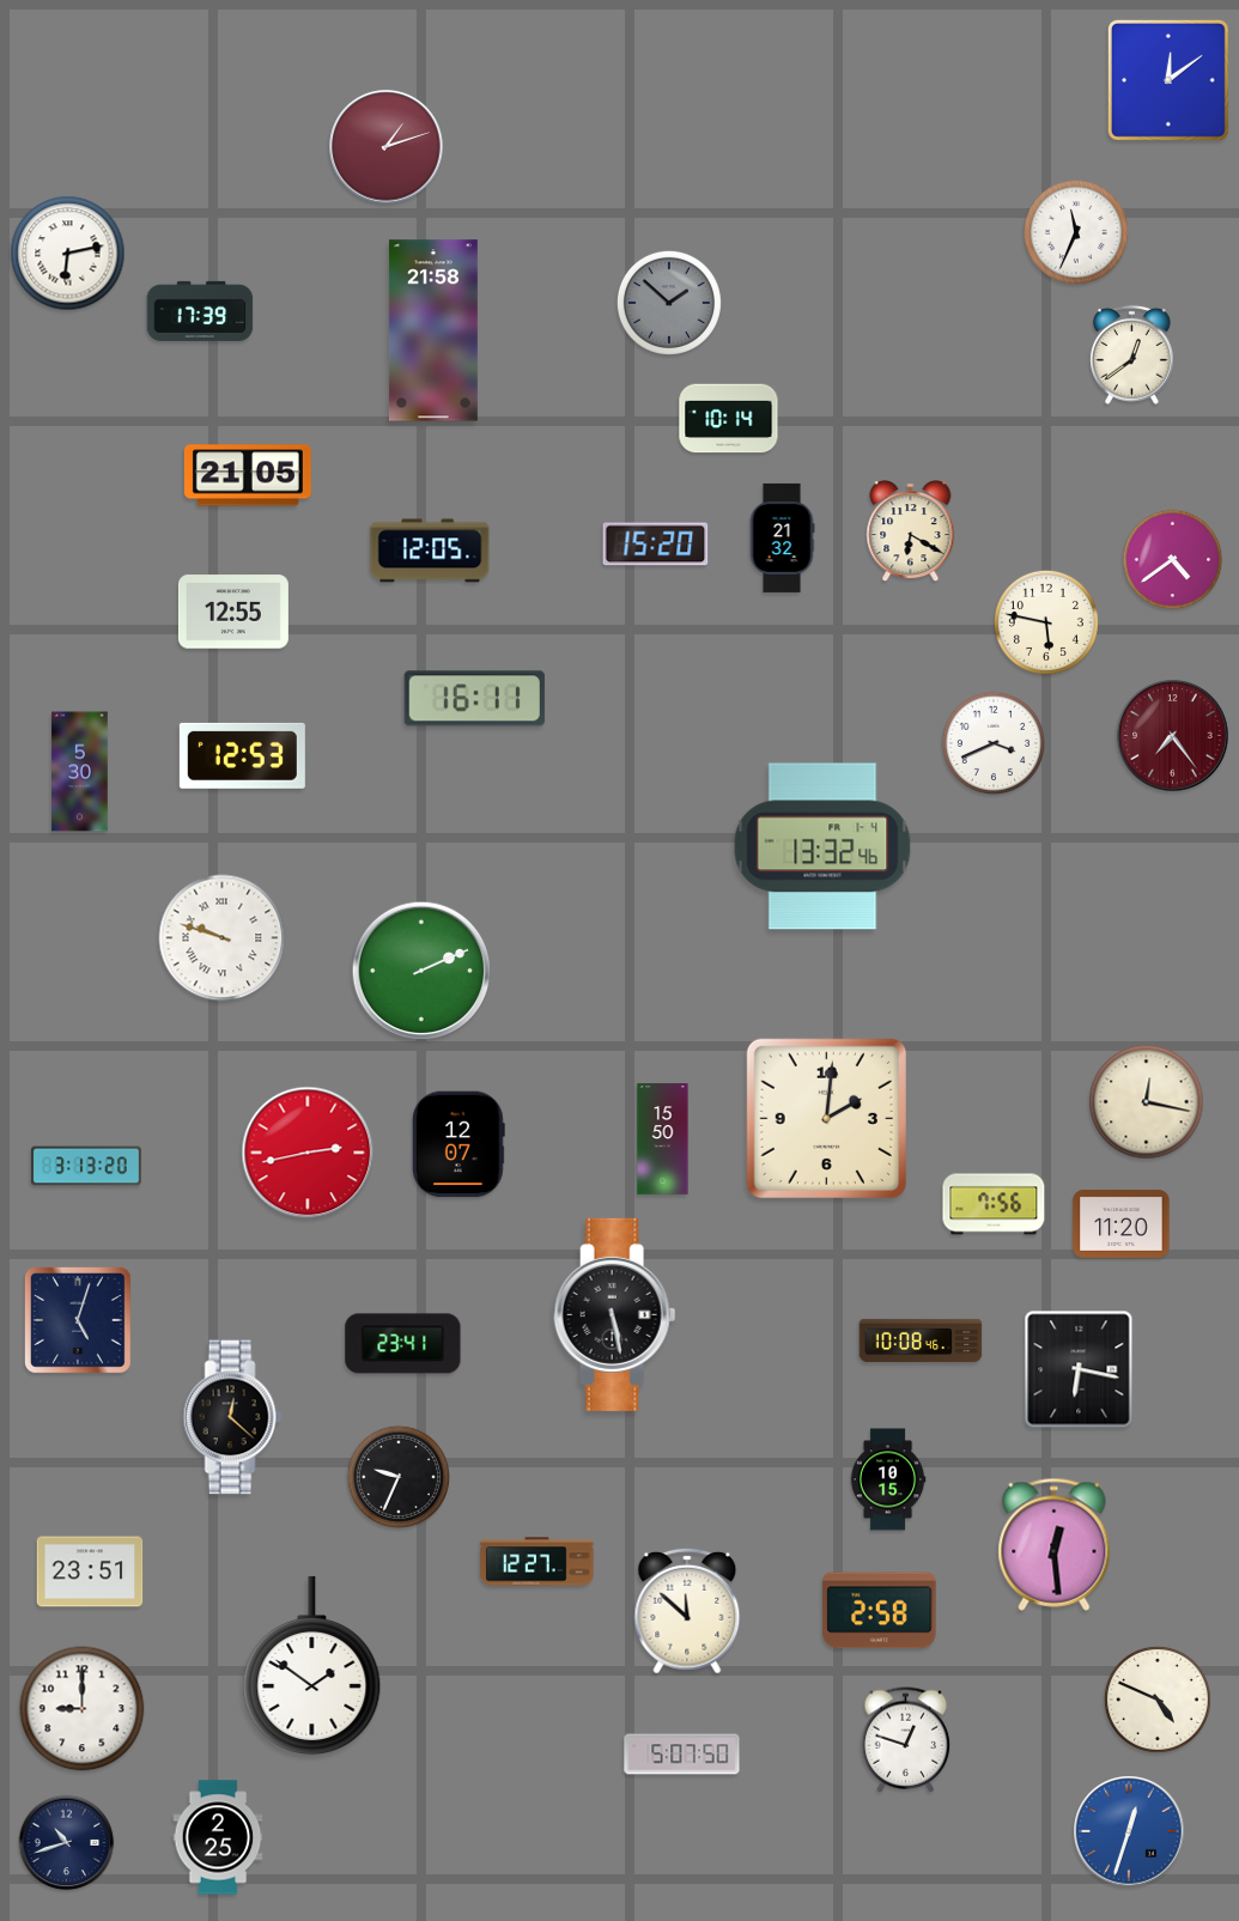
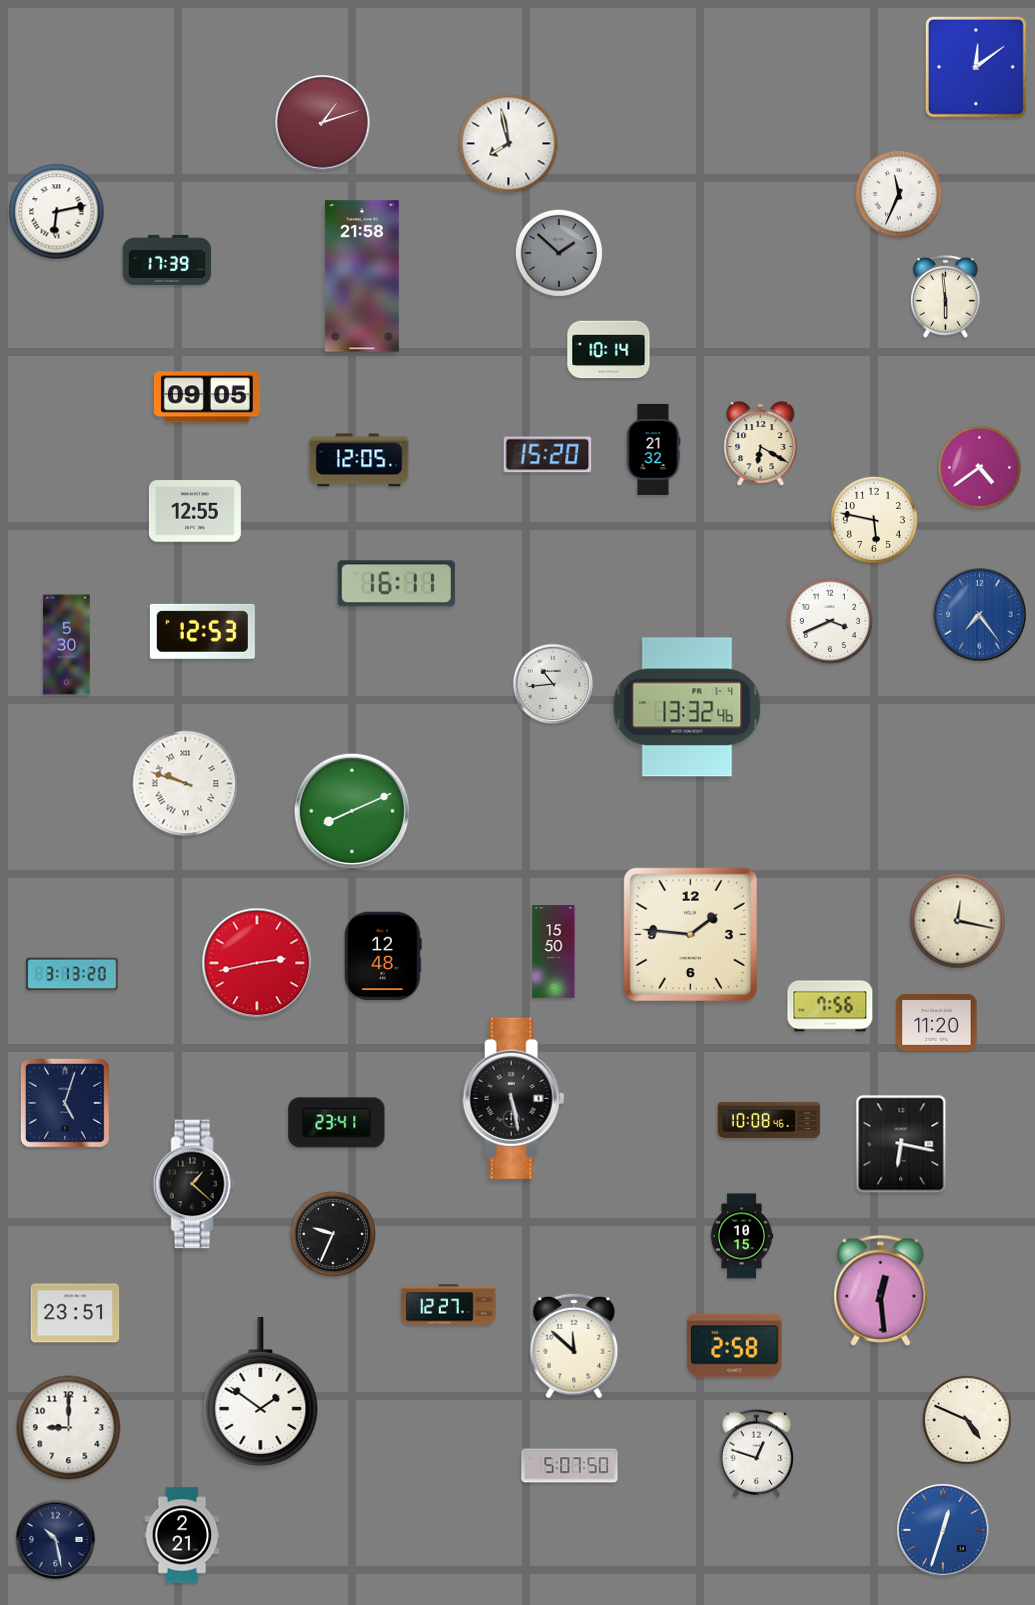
clock at (509, 144): none -> 7:58
clock at (1131, 354): 12:39 -> 5:59
clock at (248, 475): 21:05 -> 09:05
clock at (1173, 736) dial: burgundy -> blue
clock at (553, 684): none -> 10:44
clock at (421, 971): 2:11 -> 8:11
clock at (826, 1118): 2:01 -> 1:46
clock at (460, 1144): 12:07 -> 12:48
clock at (232, 1417): 12:22 -> 1:22
clock at (218, 1837): 2:25 -> 2:21
clock at (67, 1843): 10:42 -> 10:28
